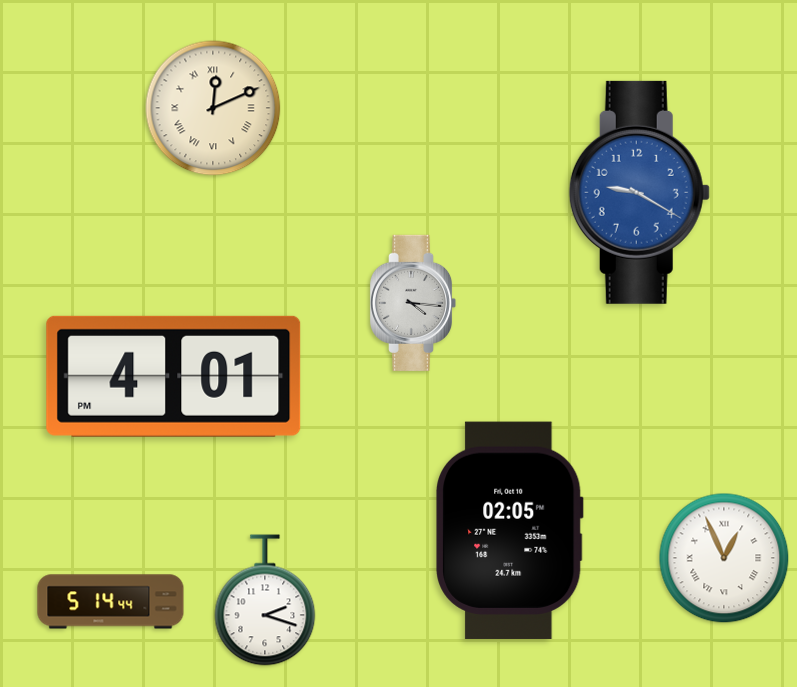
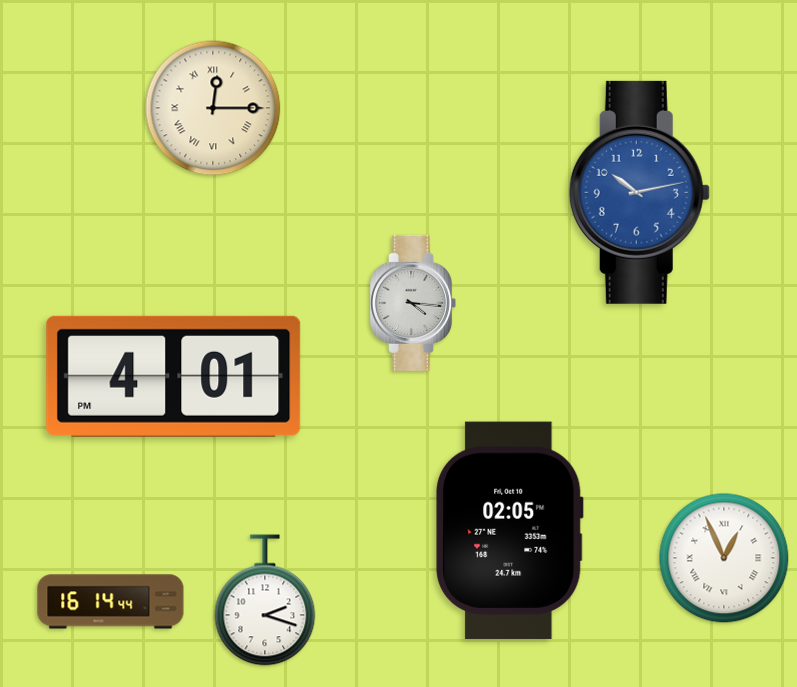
clock at (213, 108): 12:11 -> 12:15
clock at (639, 192): 9:20 -> 10:13
clock at (111, 602): 5:14 -> 16:14
